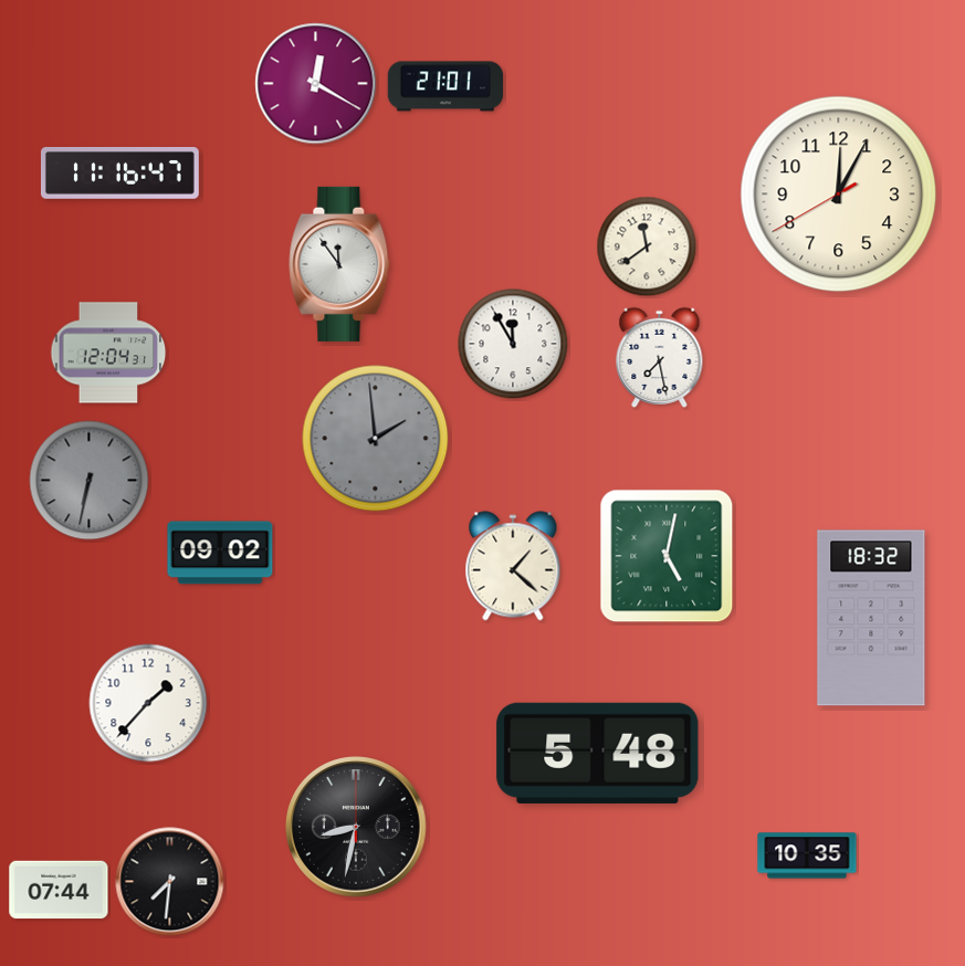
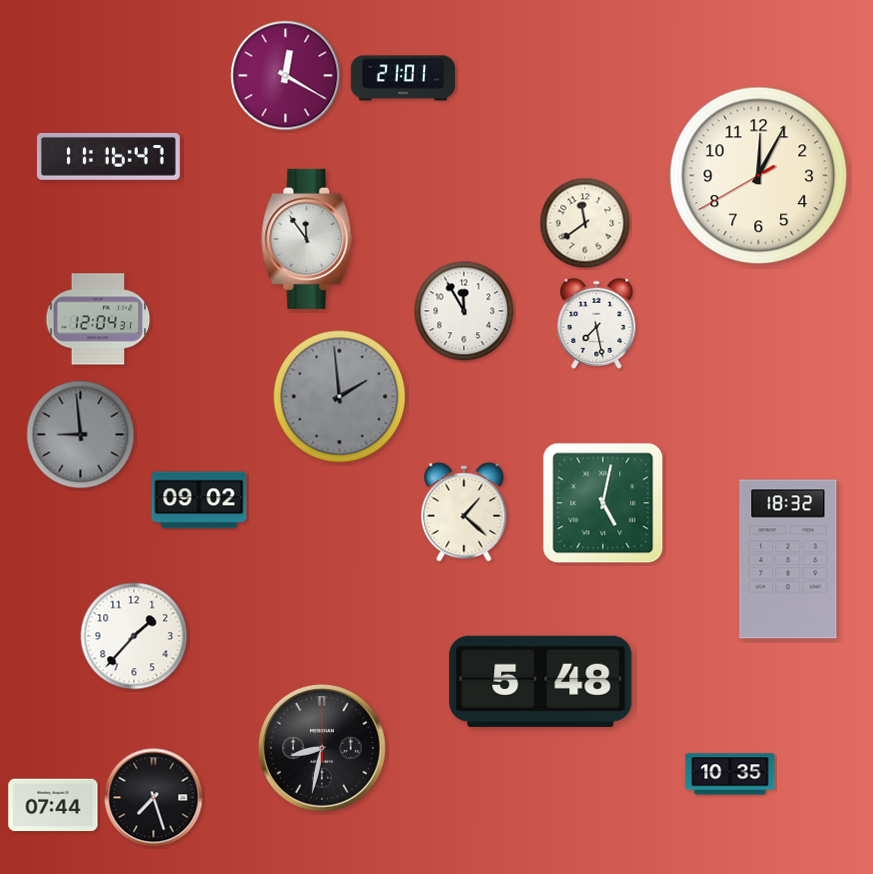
clock at (90, 481): 6:32 -> 8:59
clock at (170, 882): 7:31 -> 7:27
